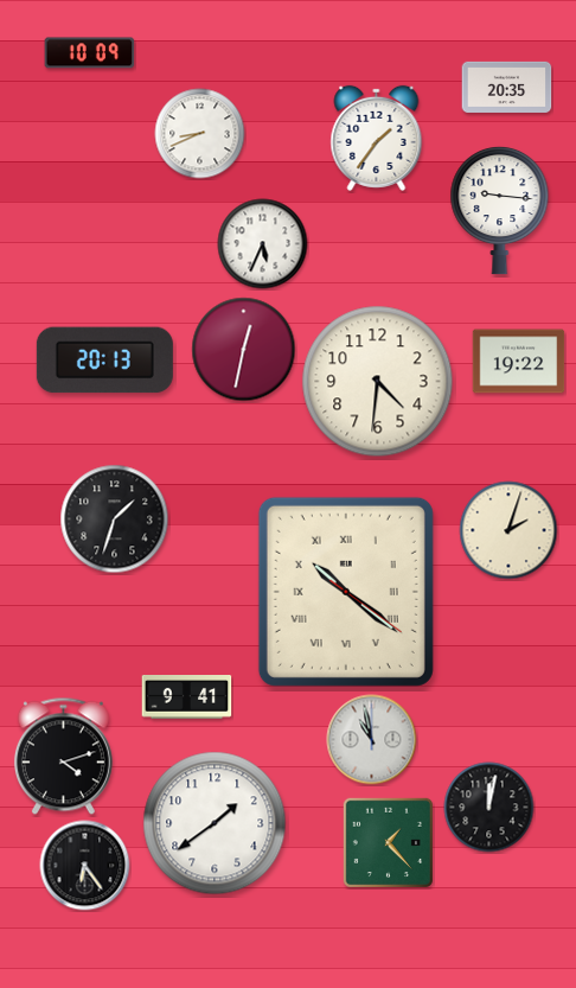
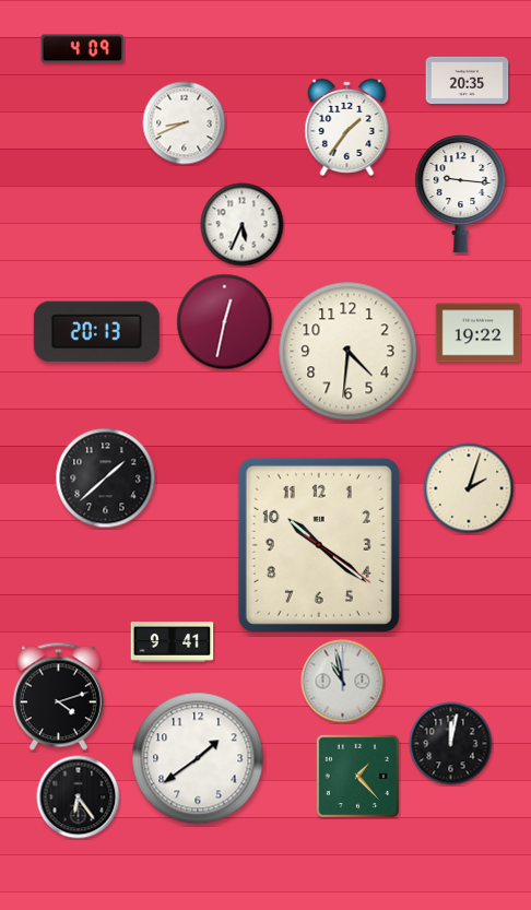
clock at (90, 53): 10:09 -> 4:09
clock at (115, 520): 1:33 -> 1:38
clock at (346, 592) numerals: Roman -> Arabic
